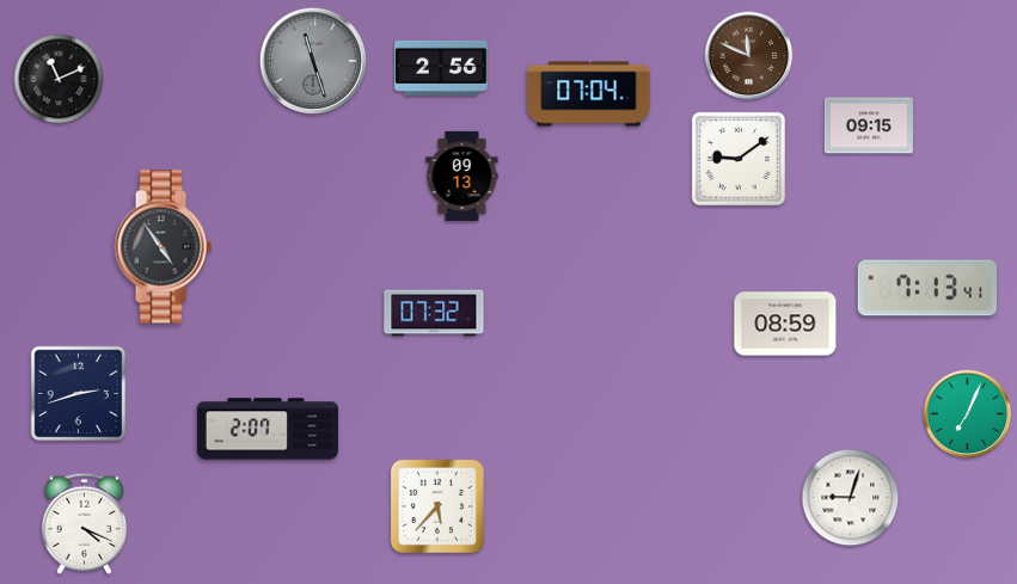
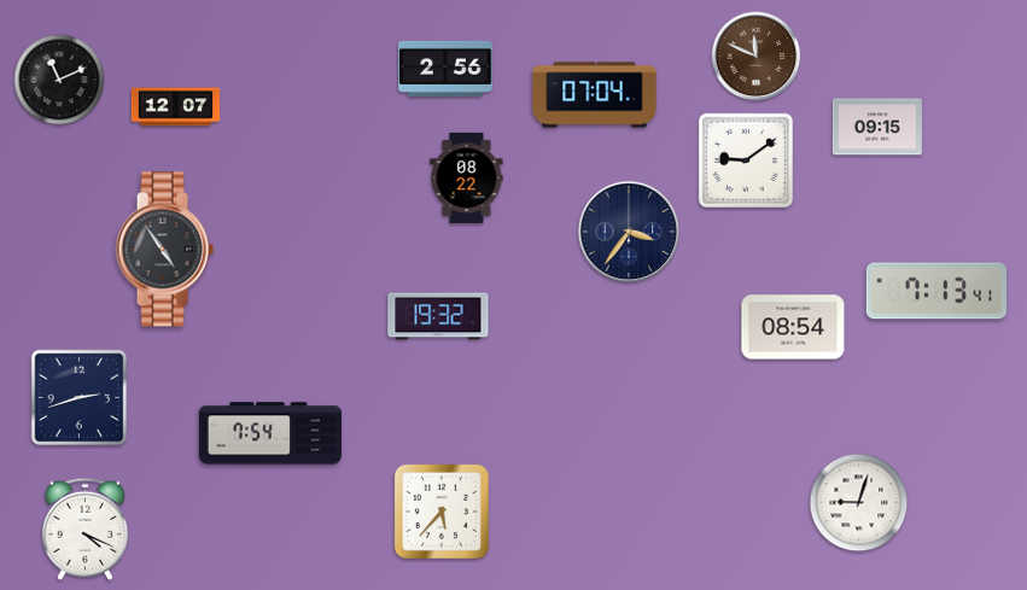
clock at (313, 61): 11:27 -> none
clock at (176, 107): none -> 12:07
clock at (462, 176): 09:13 -> 08:22
clock at (629, 232): none -> 3:36
clock at (434, 313): 07:32 -> 19:32
clock at (785, 324): 08:59 -> 08:54
clock at (968, 414): 7:04 -> none
clock at (268, 429): 2:07 -> 7:54
